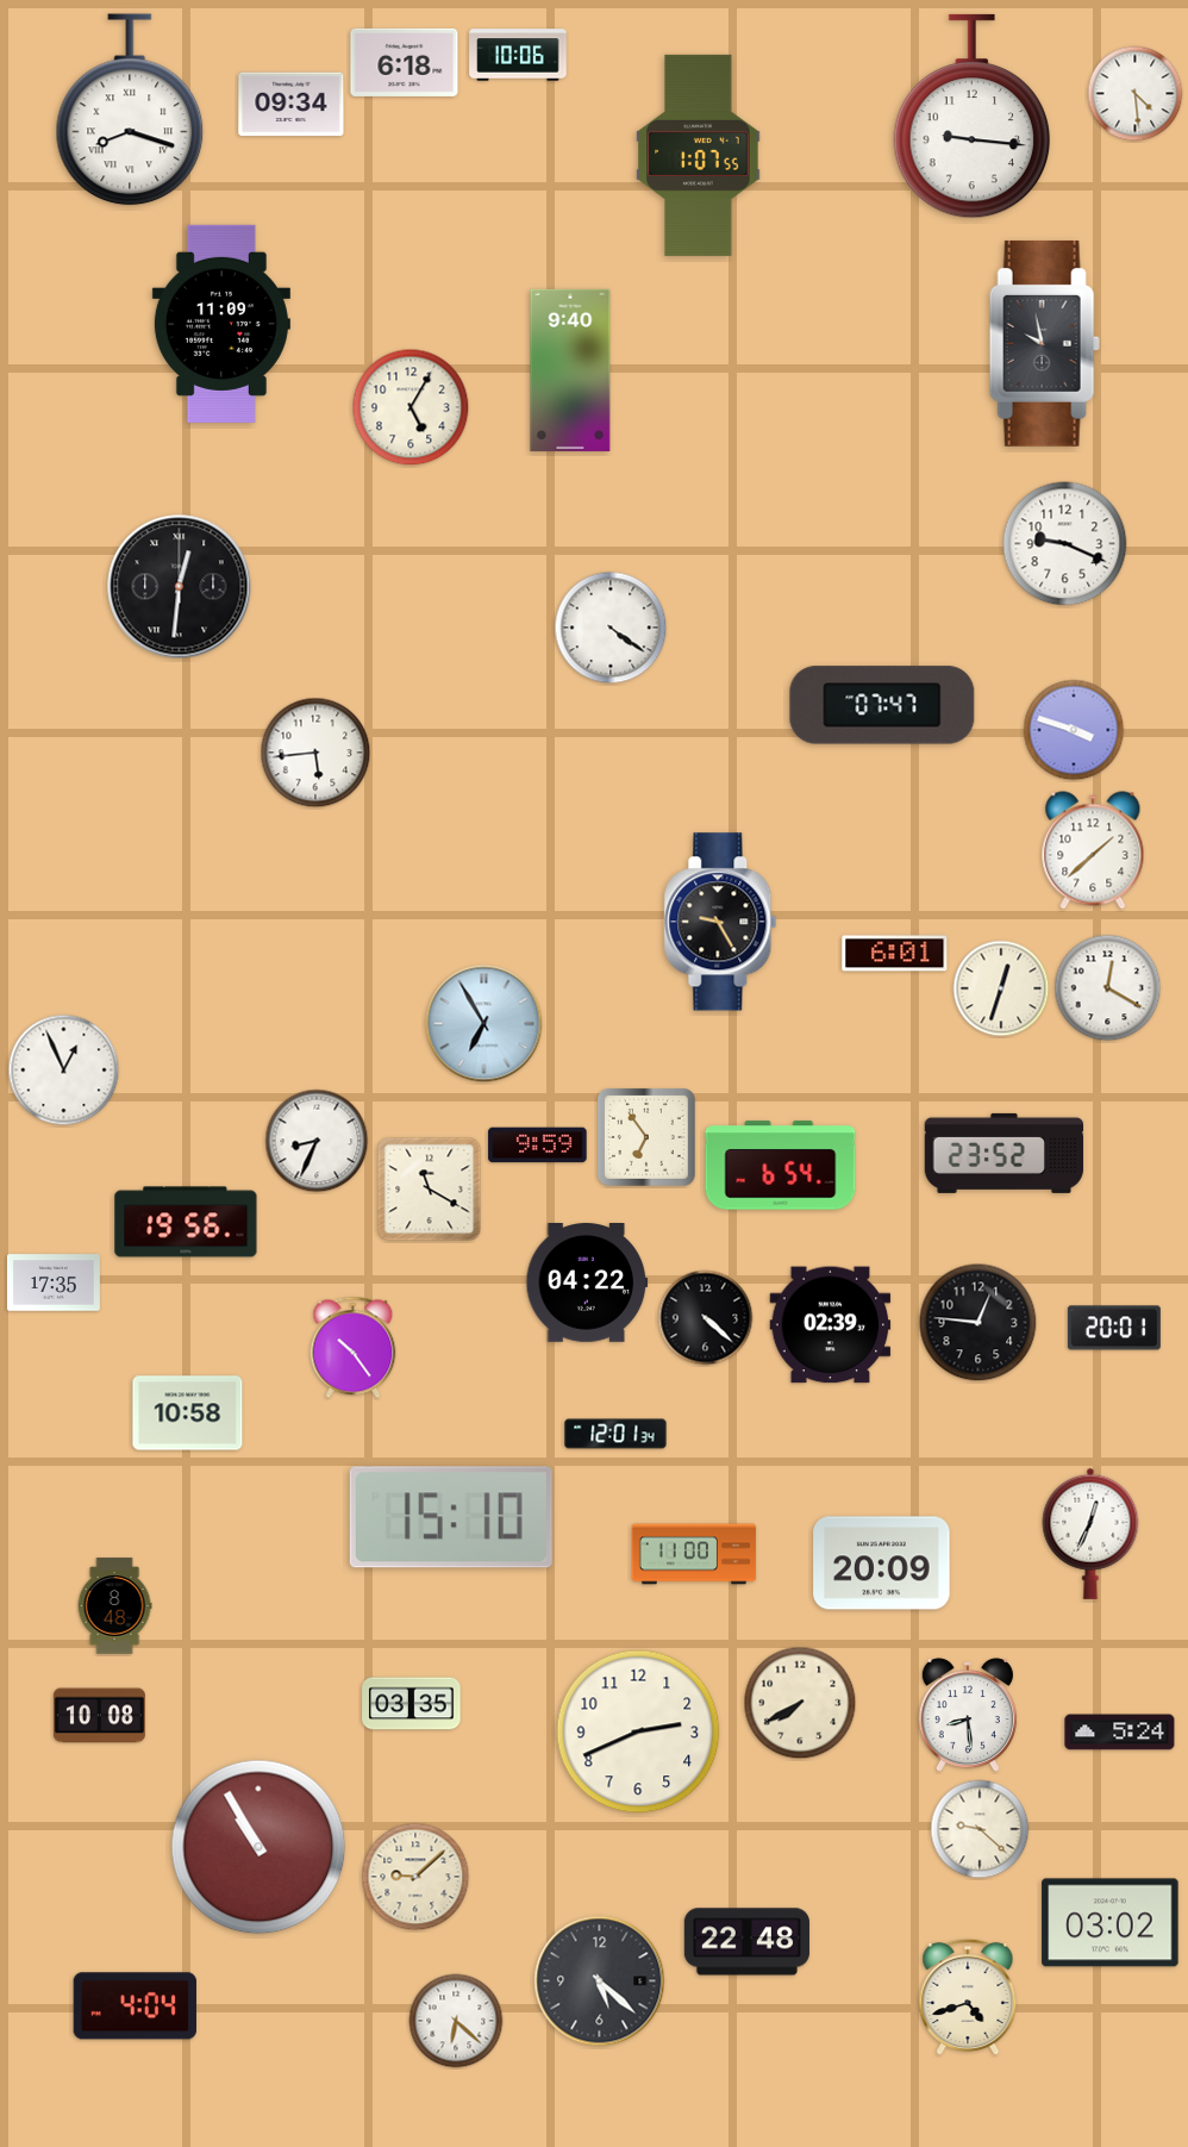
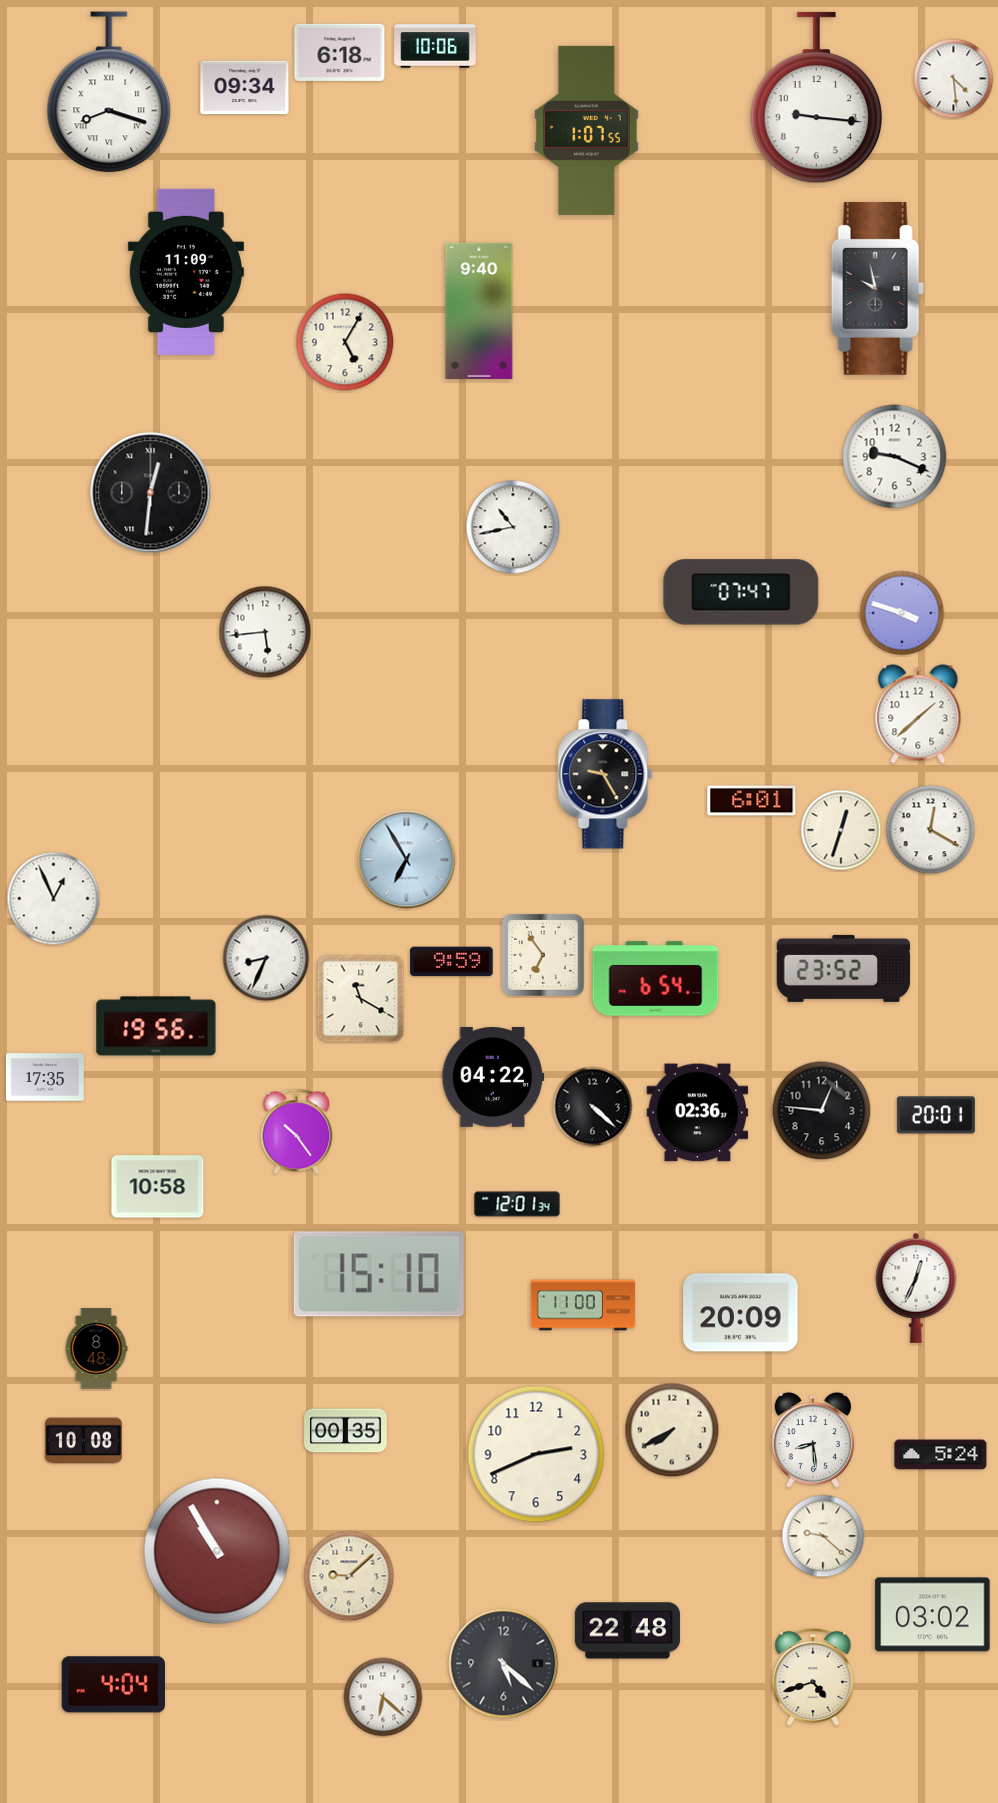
clock at (611, 628): 4:21 -> 10:43
clock at (831, 1325): 02:39 -> 02:36
clock at (412, 1704): 03:35 -> 00:35
